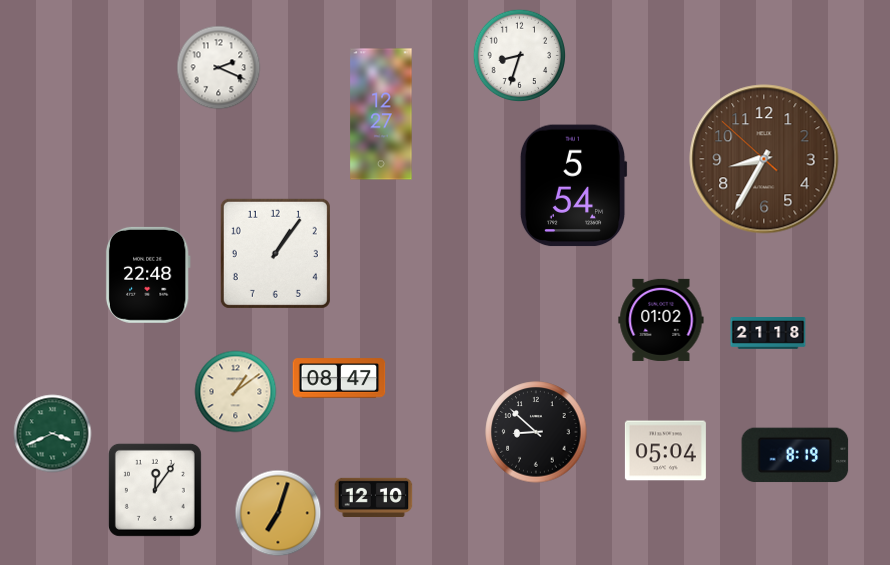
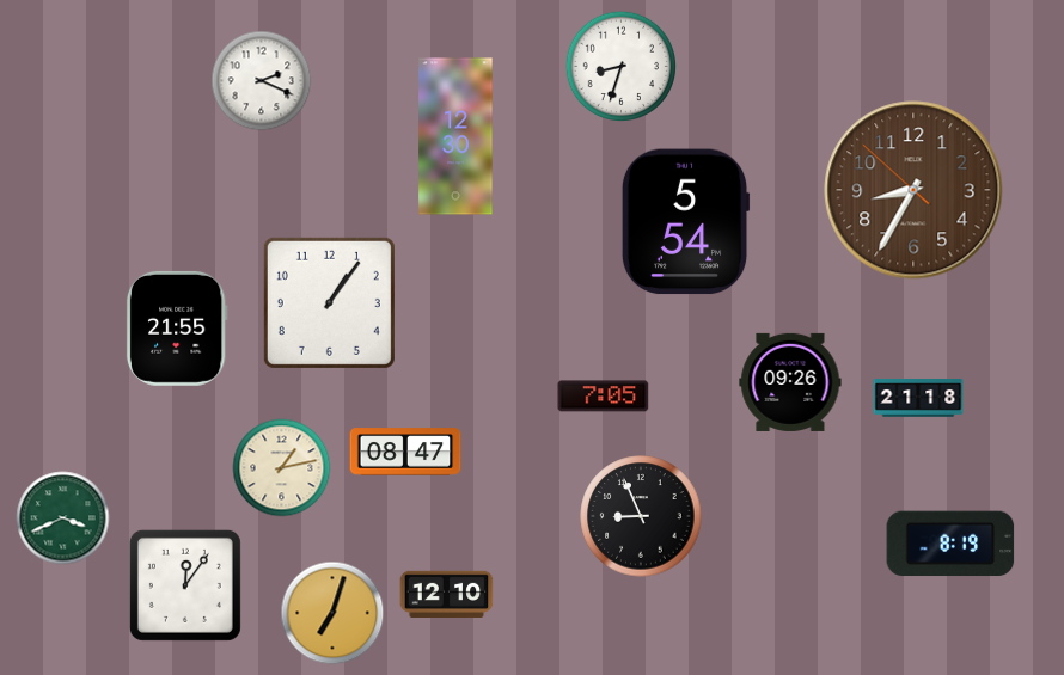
clock at (381, 114): 12:27 -> 12:30
clock at (148, 275): 22:48 -> 21:55
clock at (661, 320): 01:02 -> 09:26
clock at (604, 397): none -> 7:05
clock at (236, 392): 1:09 -> 1:13
clock at (536, 432): 8:52 -> 8:56
clock at (665, 451): 05:04 -> none
